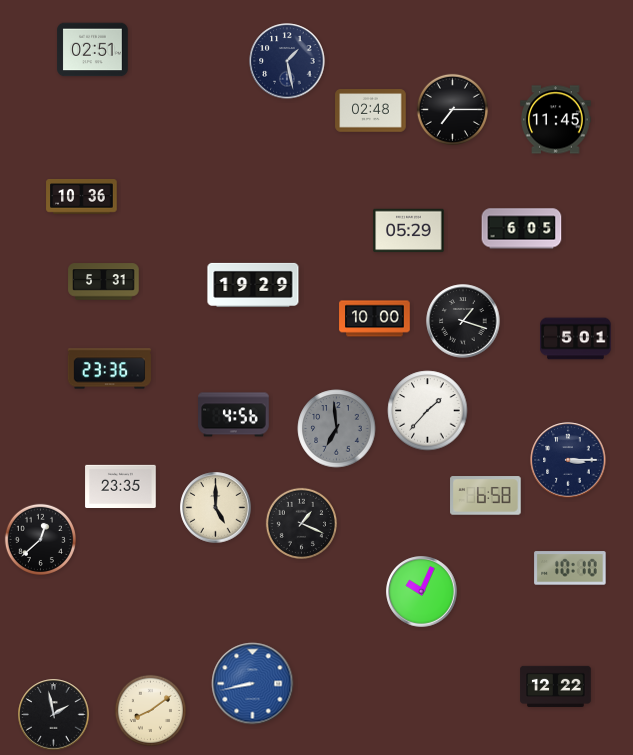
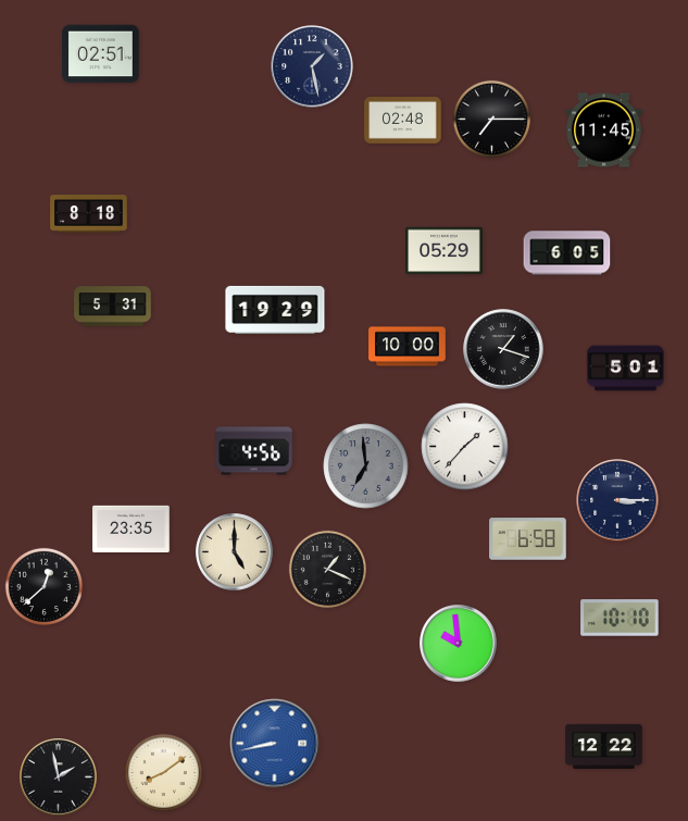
clock at (82, 197): 10:36 -> 8:18
clock at (522, 229) position: (522, 229) -> (567, 253)
clock at (109, 369): 23:36 -> none
clock at (422, 592): 10:04 -> 9:59
